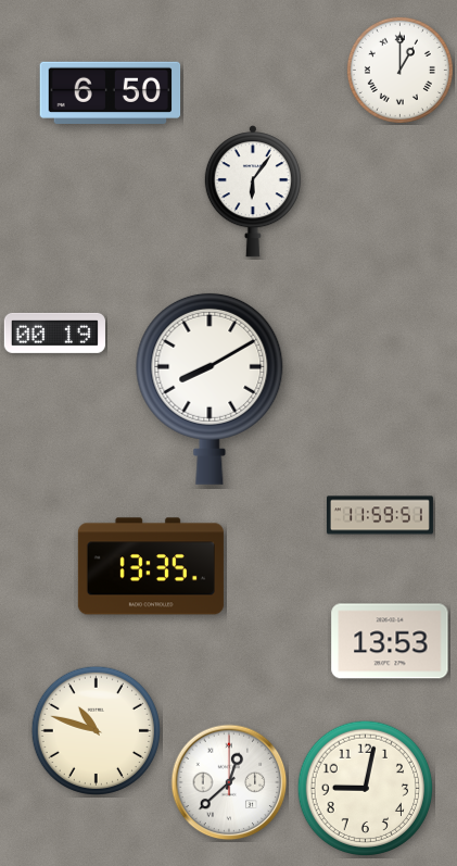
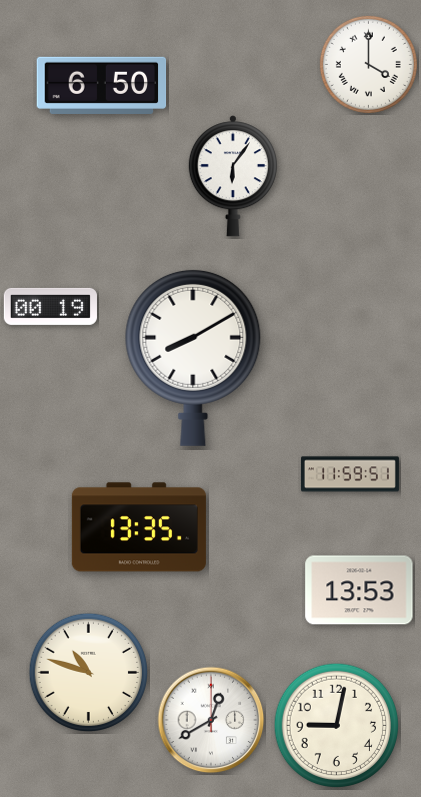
clock at (399, 70): 1:00 -> 4:00
clock at (151, 566) position: (151, 566) -> (139, 527)
clock at (229, 782): 12:38 -> 12:40
